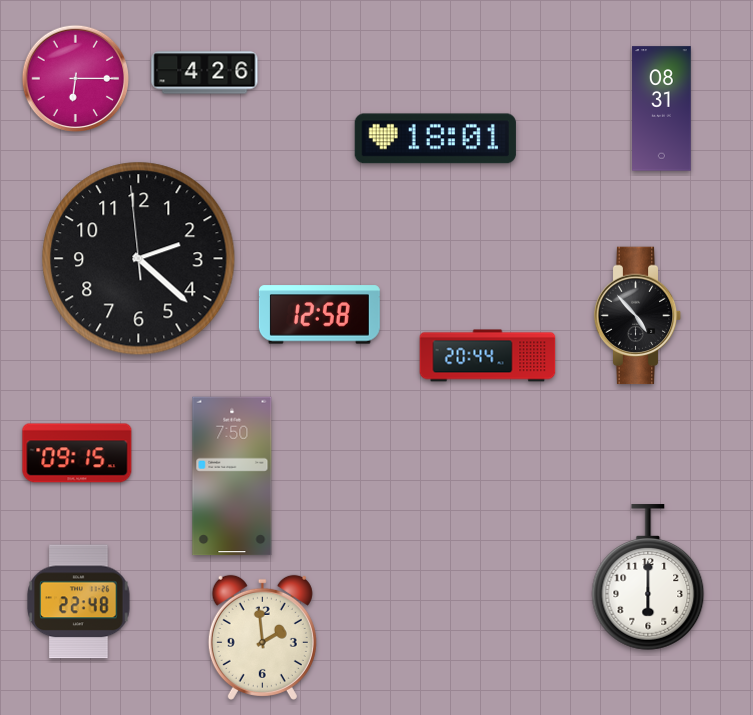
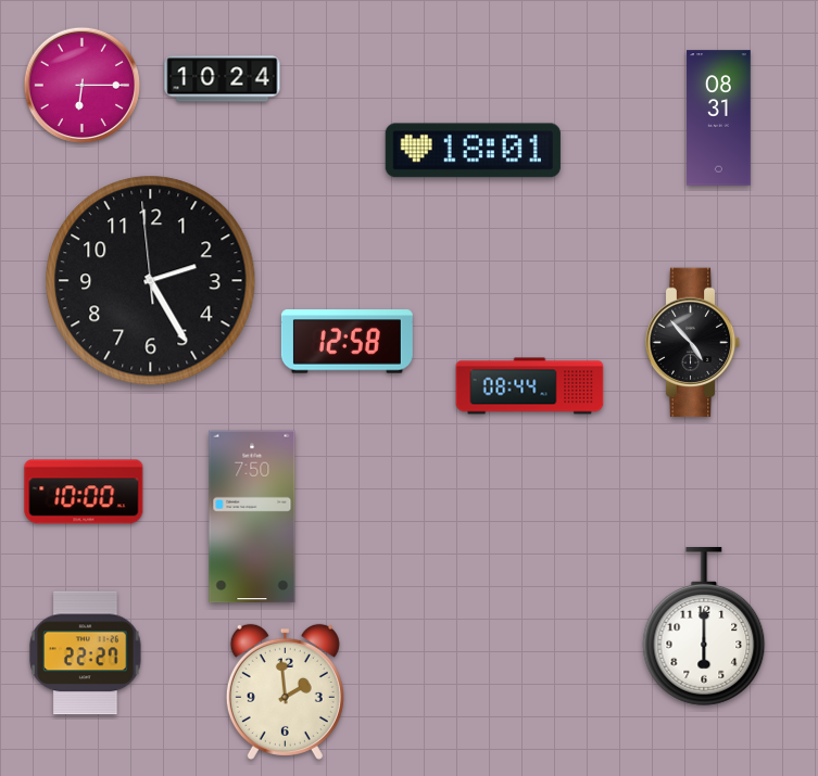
clock at (205, 73): 4:26 -> 10:24
clock at (139, 259): 2:21 -> 2:24
clock at (488, 356): 20:44 -> 08:44
clock at (77, 453): 09:15 -> 10:00
clock at (79, 602): 22:48 -> 22:27
